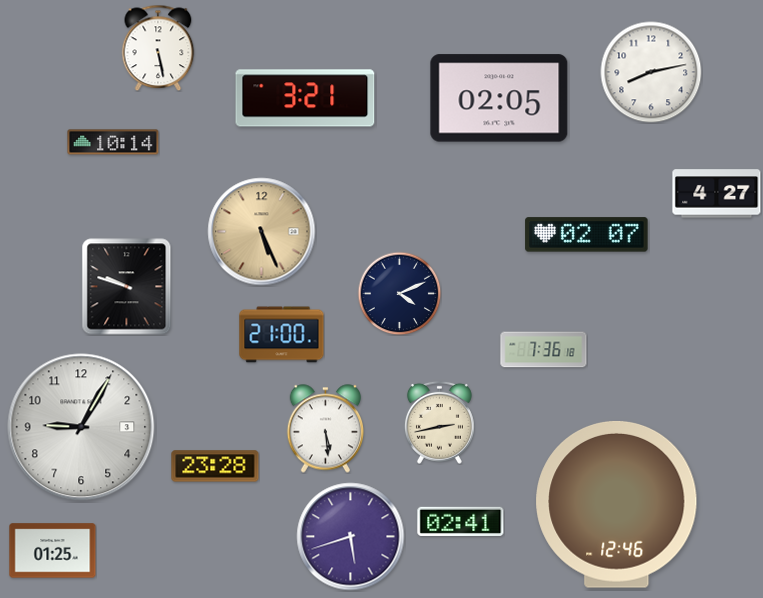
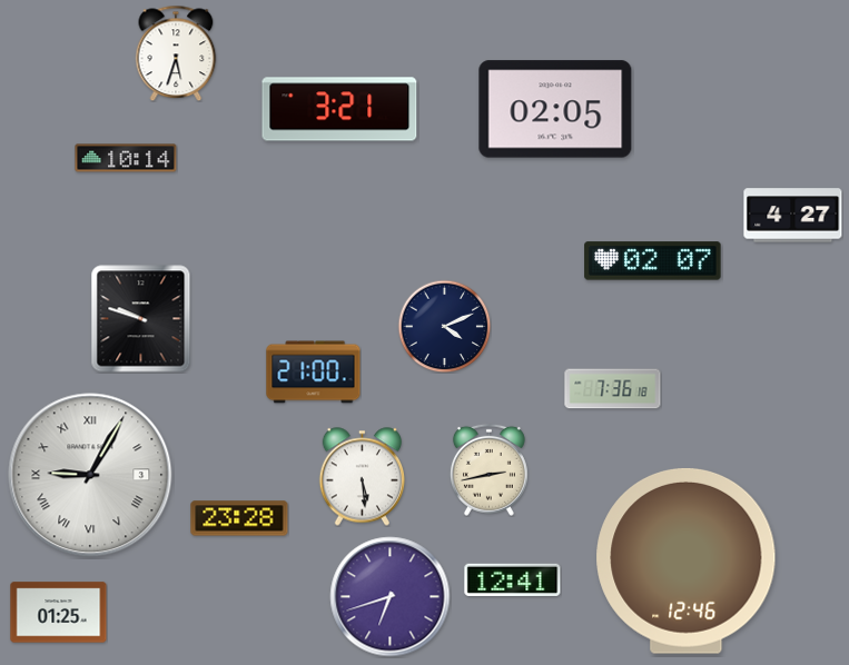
clock at (158, 48): 5:28 -> 5:33
clock at (651, 72): 8:13 -> none
clock at (717, 194) position: (717, 194) -> (793, 216)
clock at (262, 232): 5:26 -> none
clock at (544, 350) position: (544, 350) -> (613, 389)
clock at (81, 427) numerals: Arabic -> Roman
clock at (461, 521): 02:41 -> 12:41
clock at (351, 537): 5:42 -> 6:42
